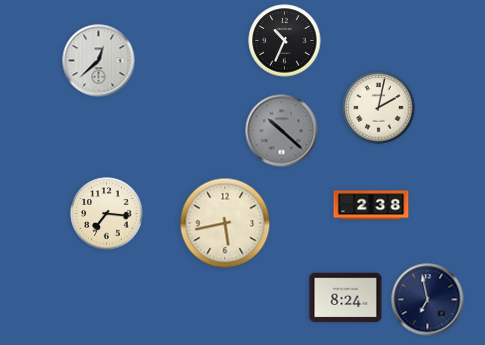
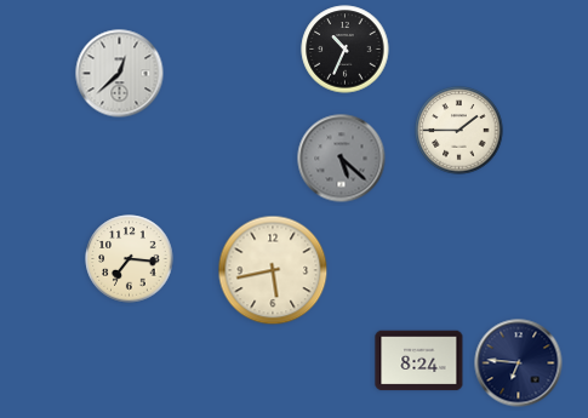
clock at (379, 108): 2:02 -> 1:45
clock at (282, 131): 10:22 -> 5:22
clock at (371, 205): 2:38 -> none
clock at (428, 300): 6:58 -> 6:46
